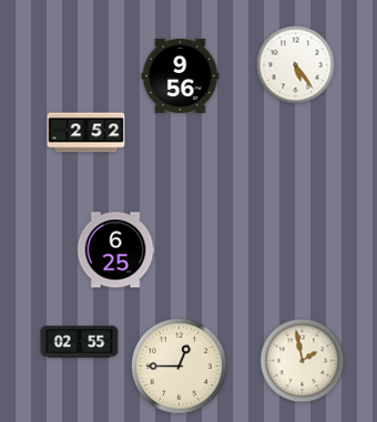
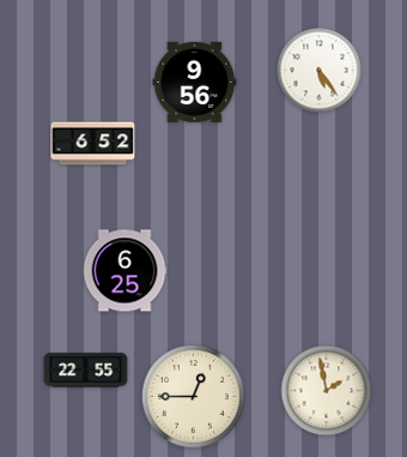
clock at (86, 133): 2:52 -> 6:52
clock at (80, 342): 02:55 -> 22:55
